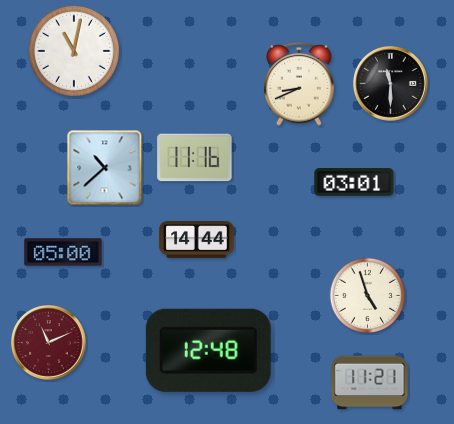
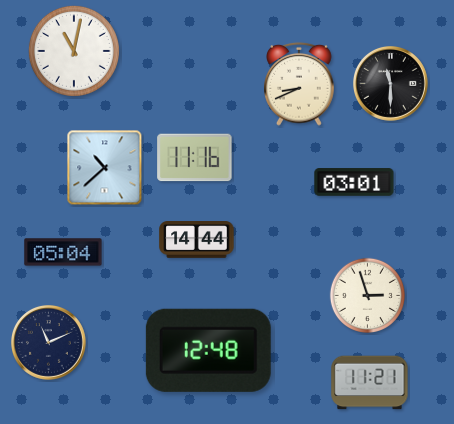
clock at (63, 252): 05:00 -> 05:04
clock at (367, 295): 4:57 -> 2:57
clock at (49, 343) dial: burgundy -> navy
